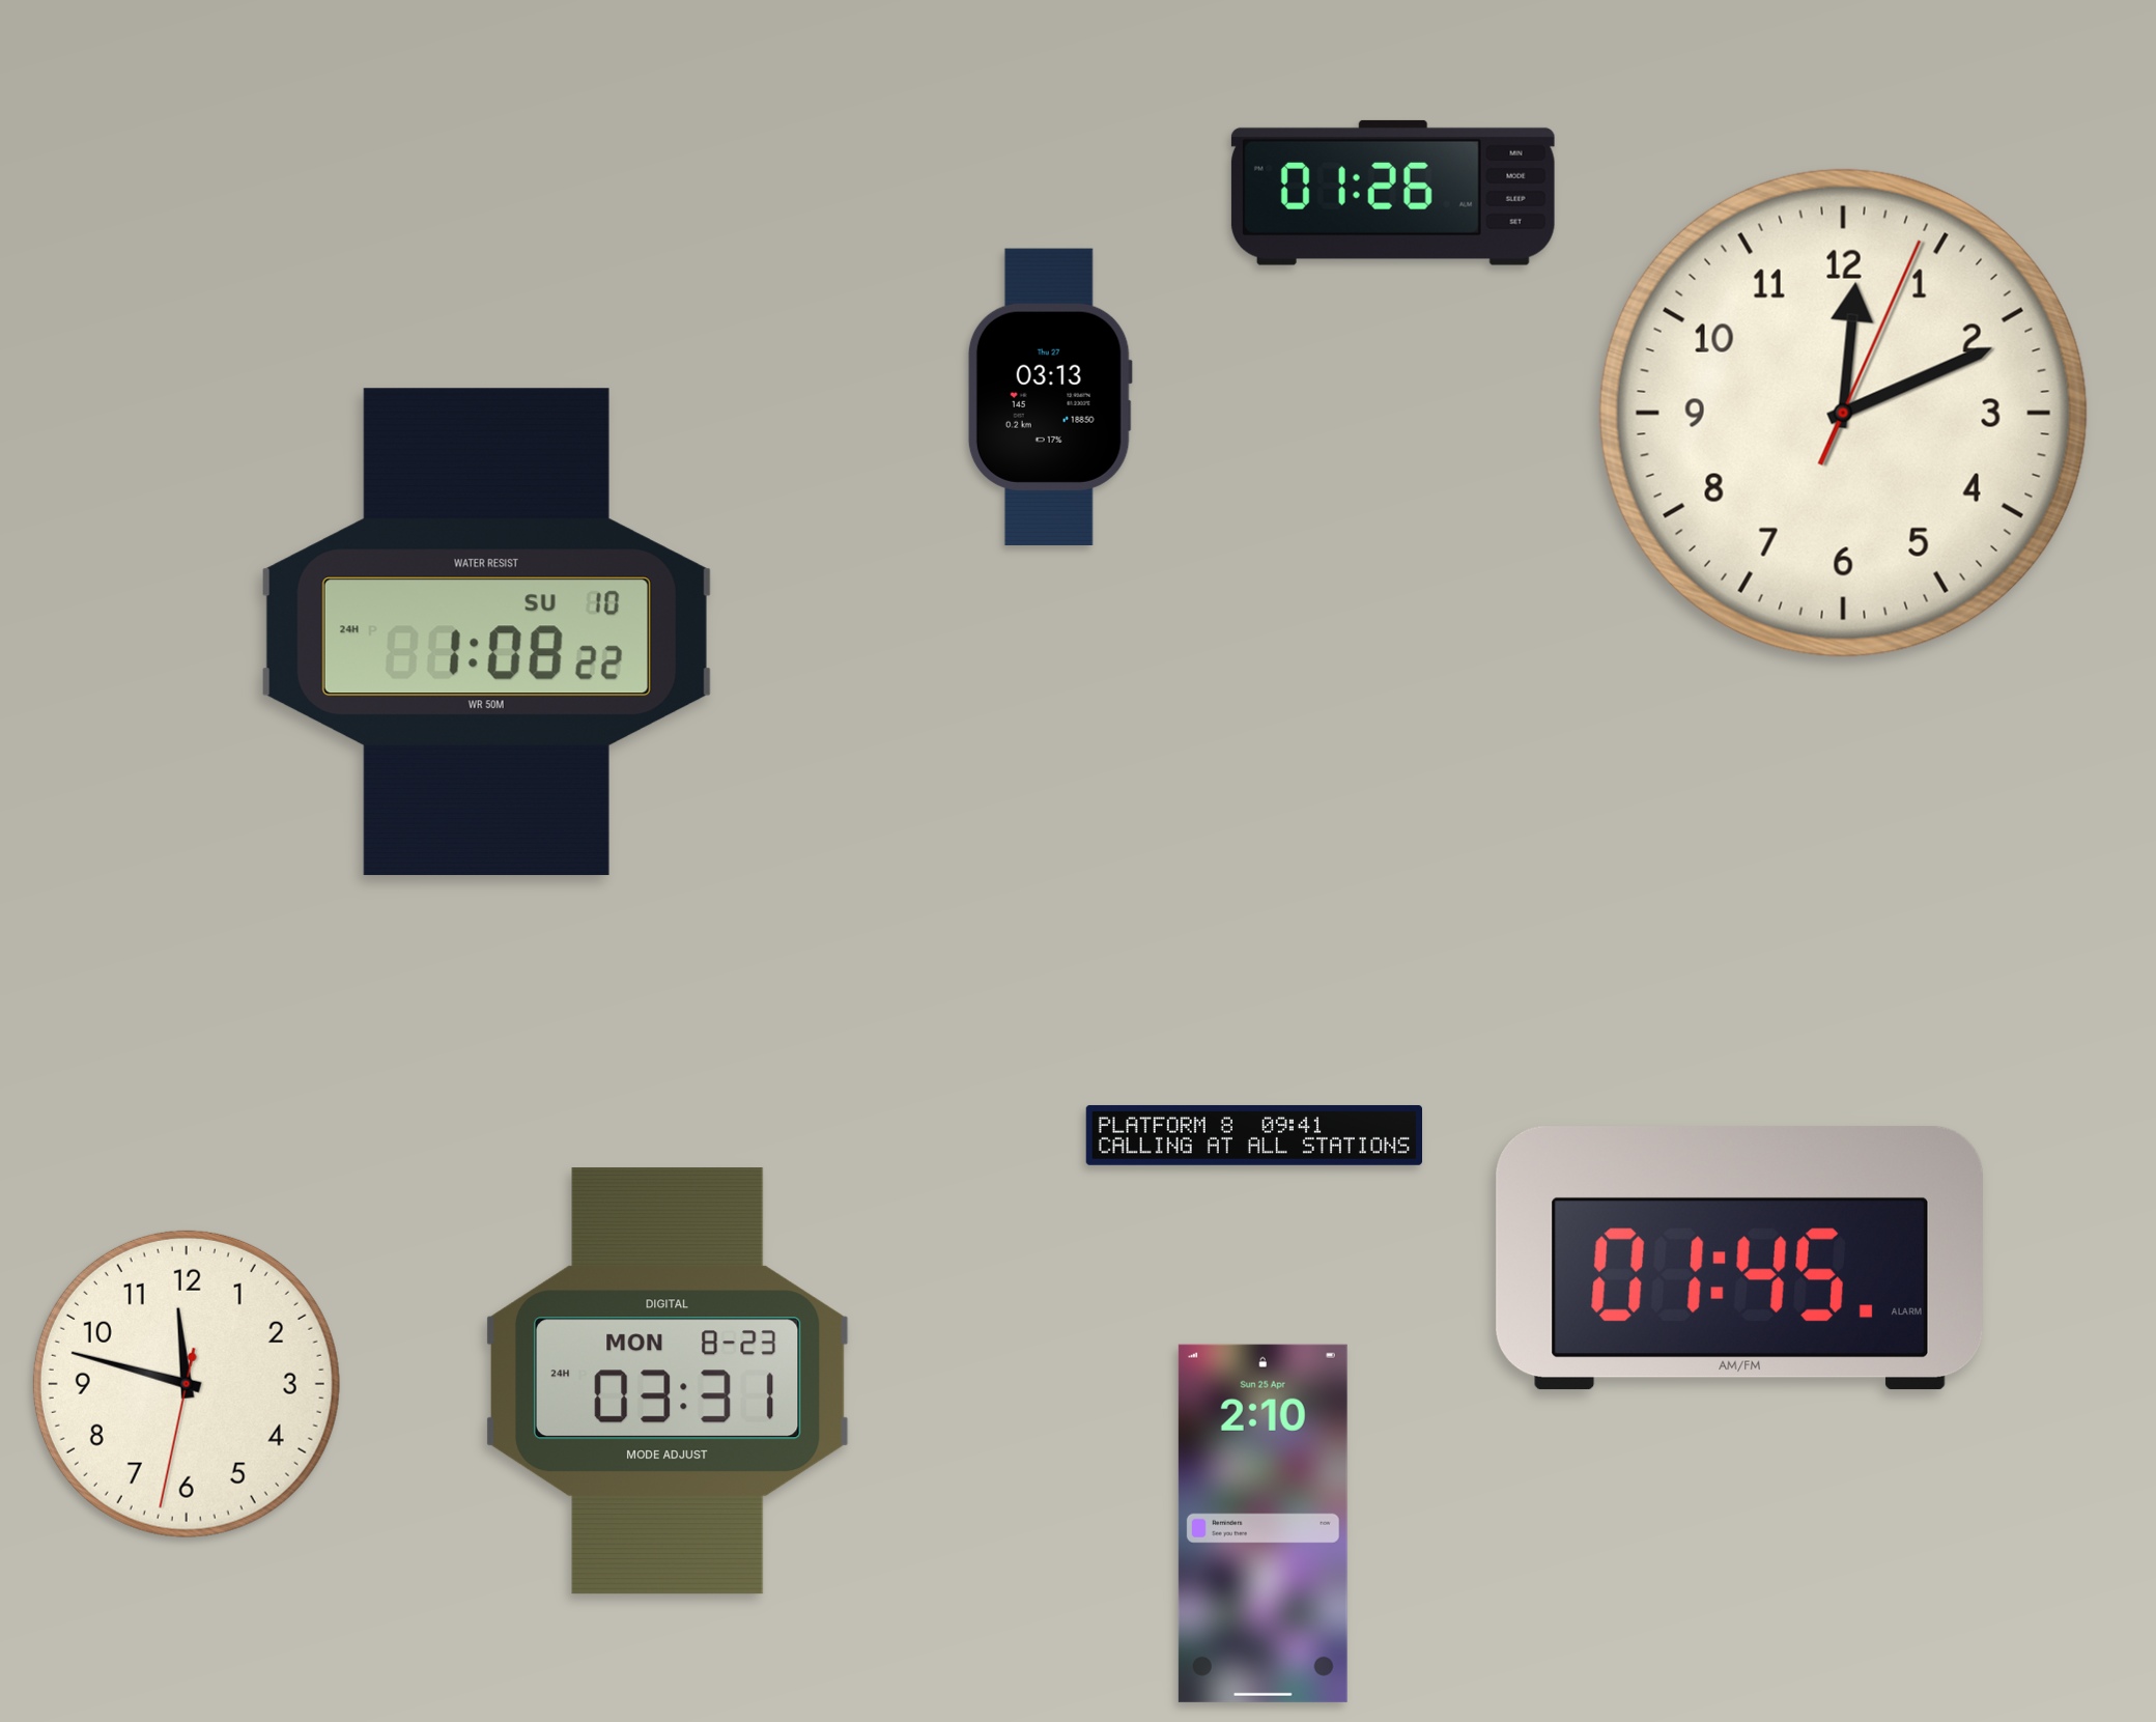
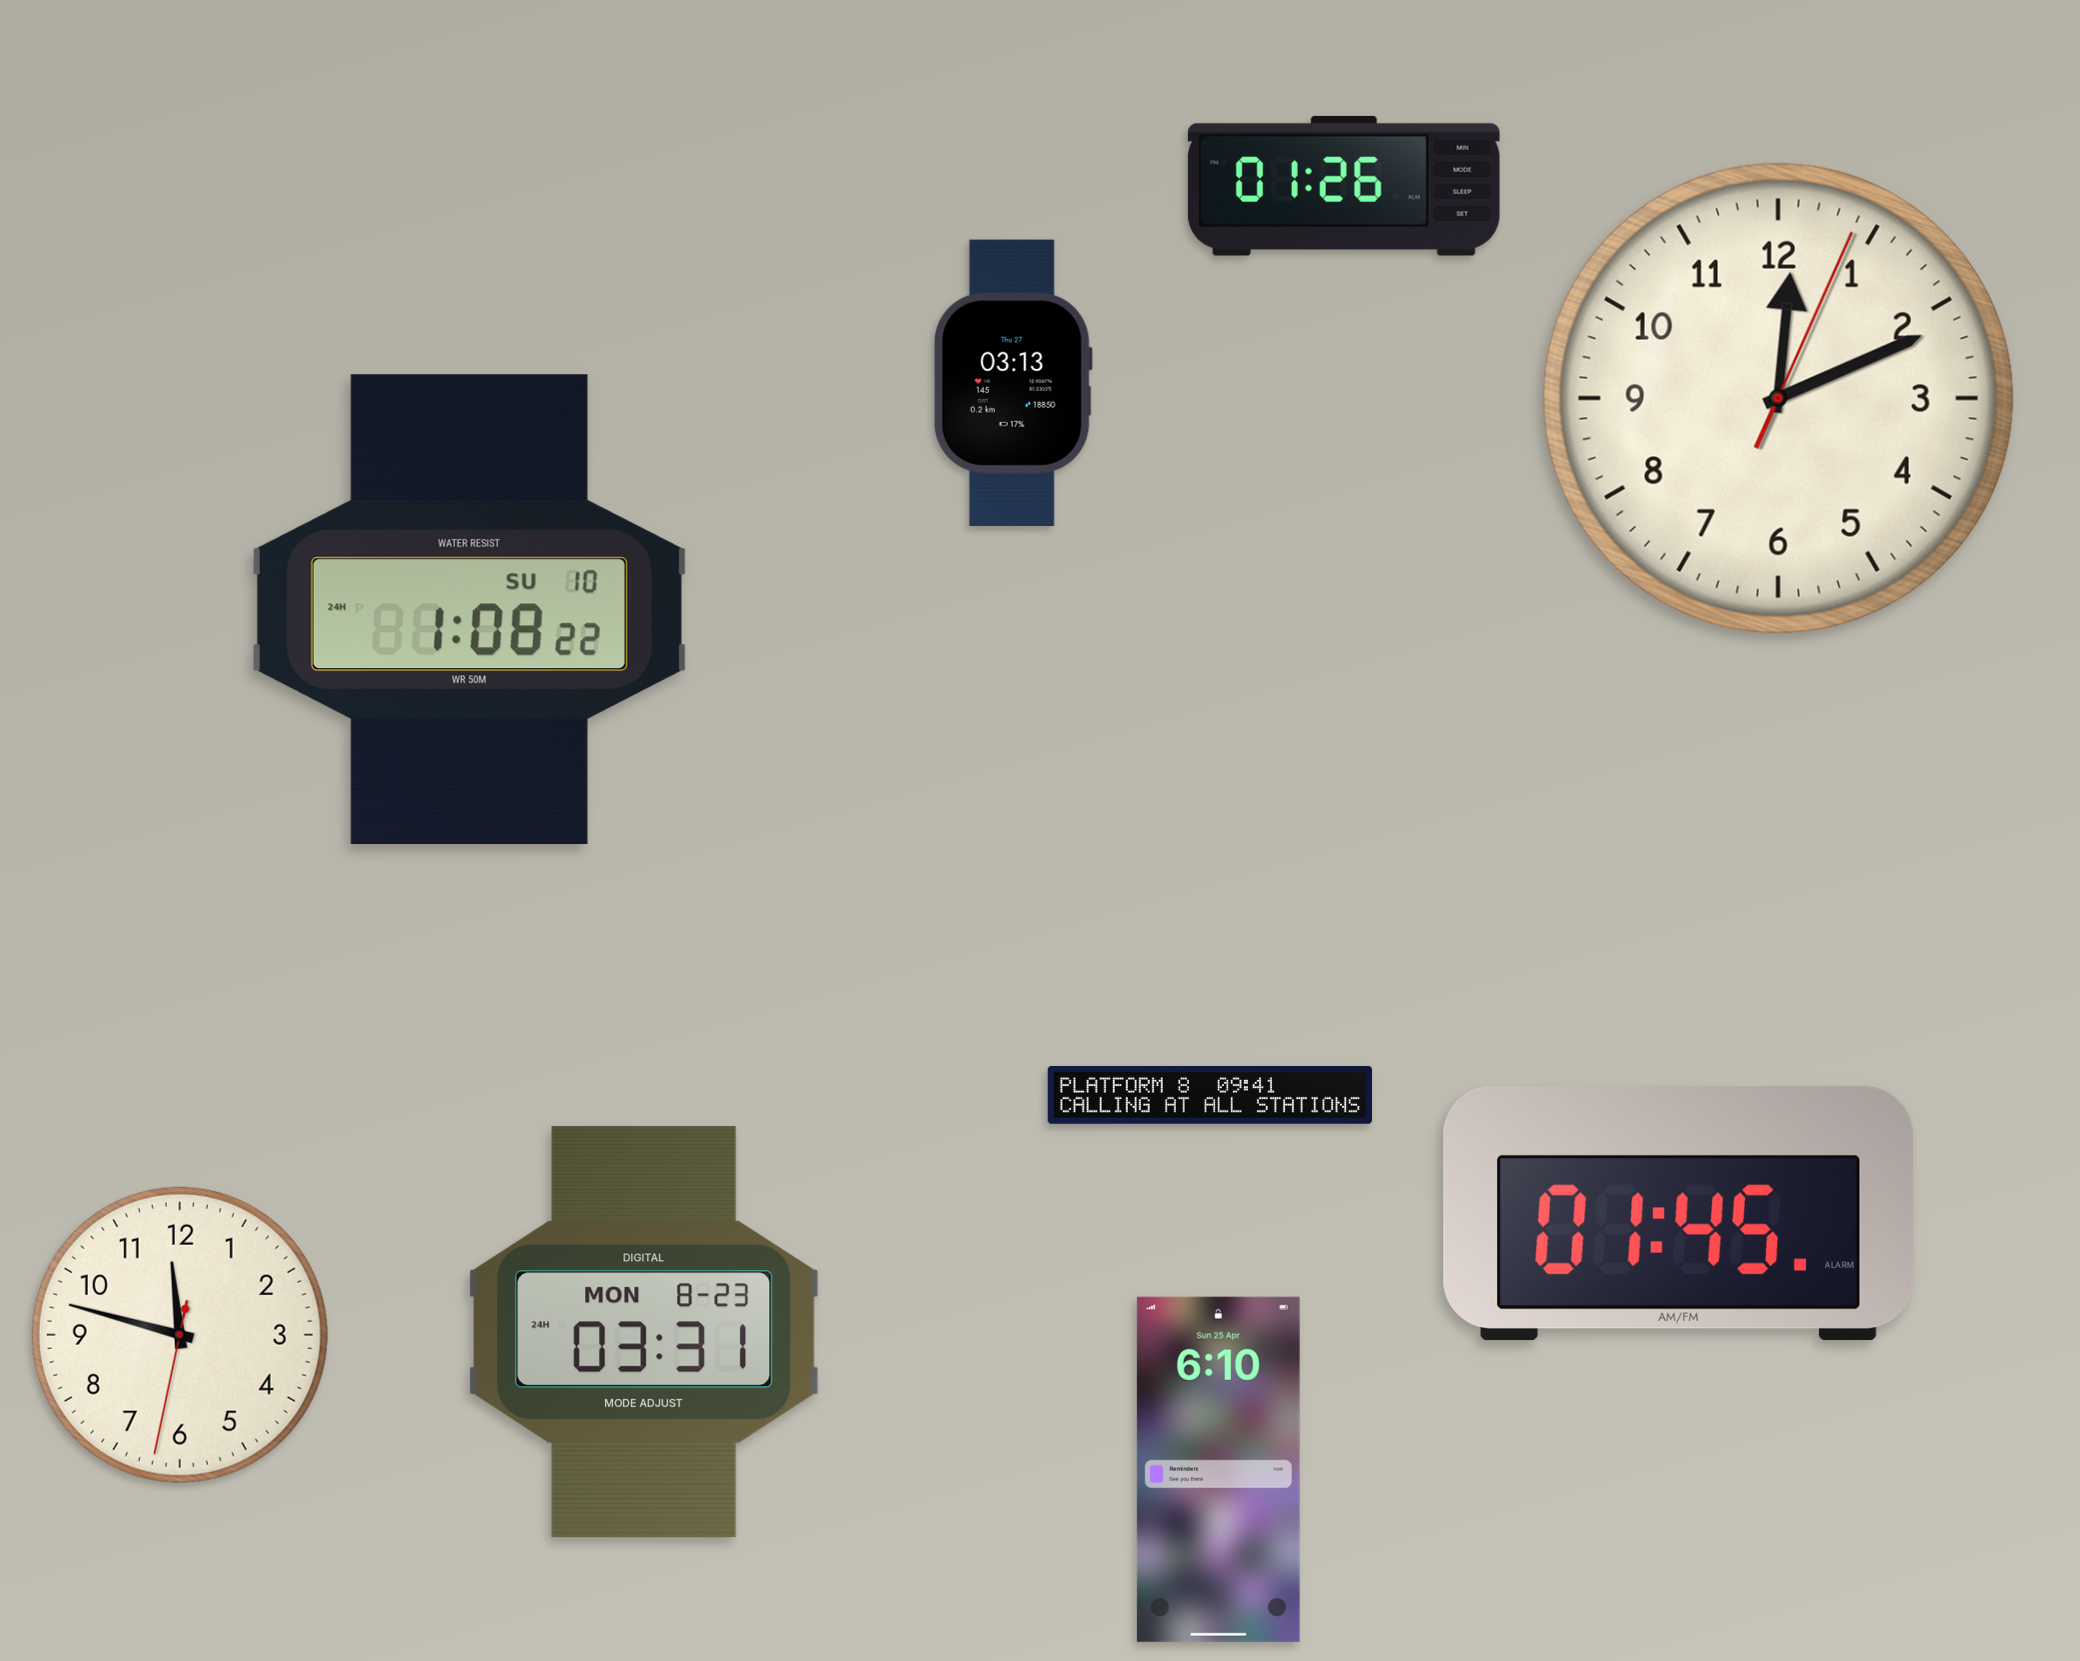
clock at (1263, 1523): 2:10 -> 6:10
